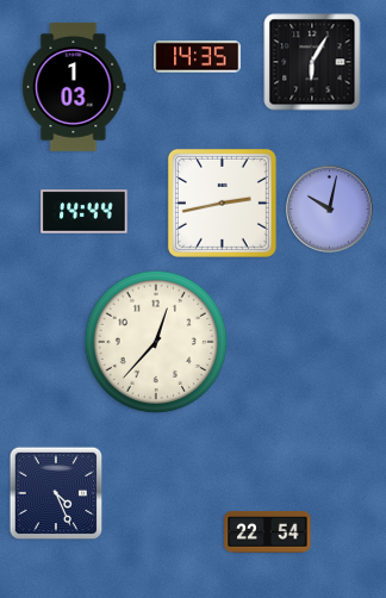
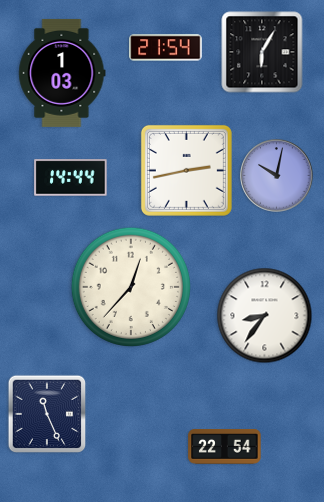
clock at (198, 57): 14:35 -> 21:54
clock at (265, 316): none -> 8:36
clock at (56, 493): 4:26 -> 11:26
